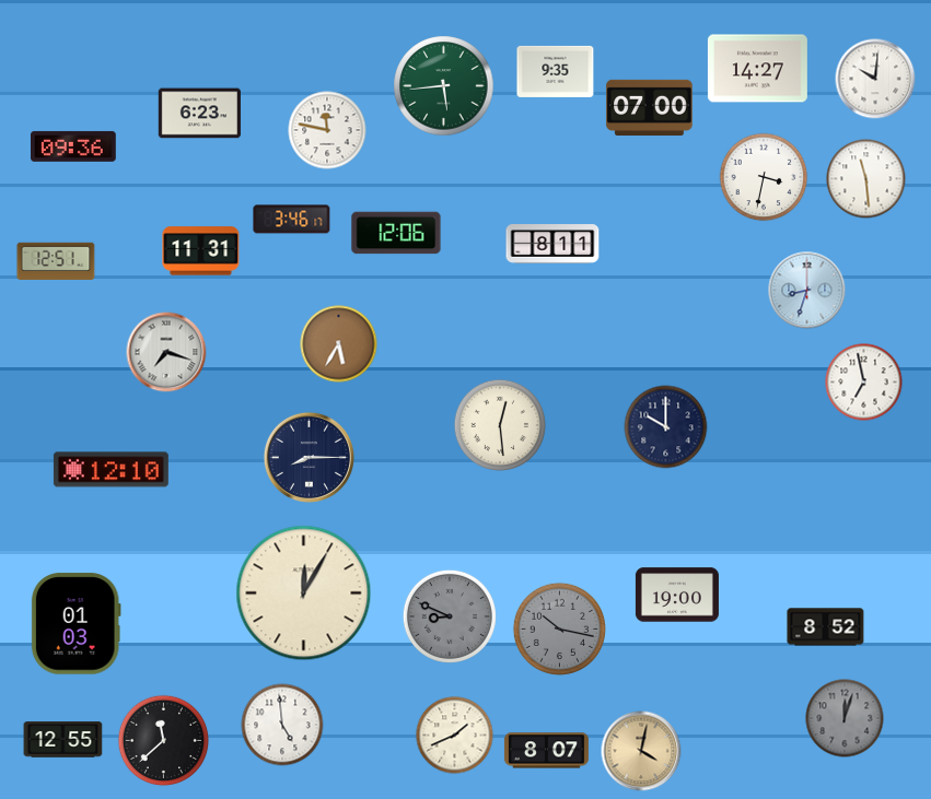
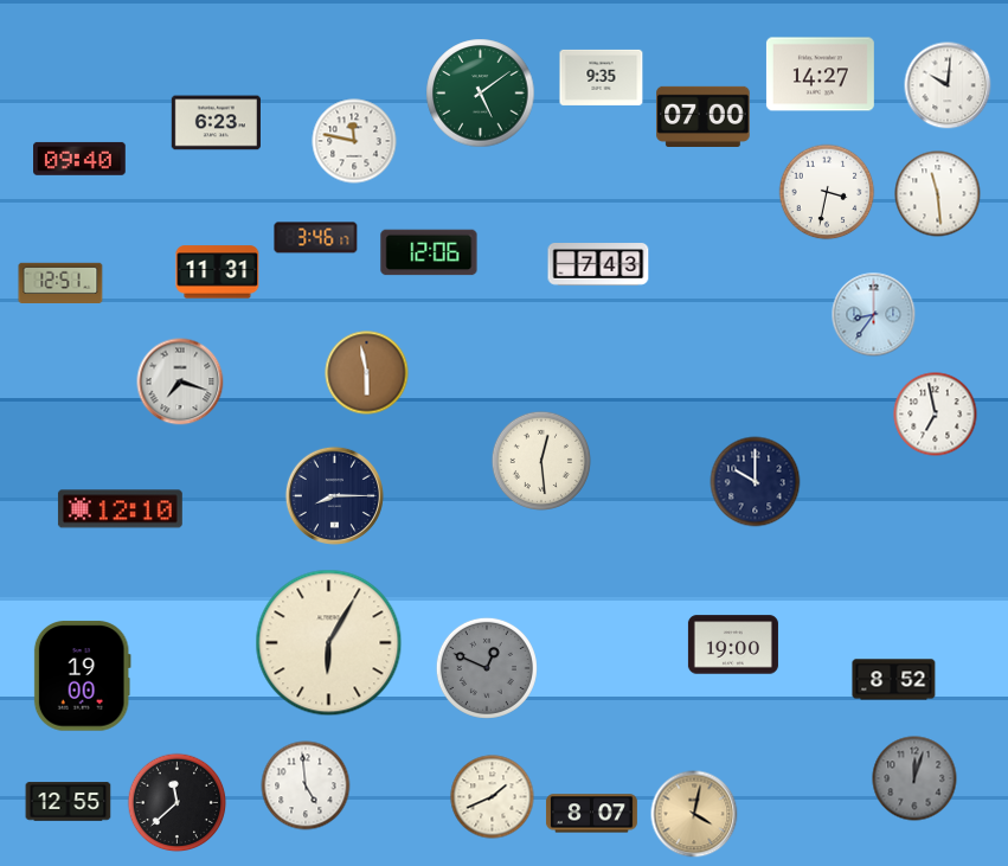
clock at (444, 86): 5:44 -> 5:09
clock at (74, 146): 09:36 -> 09:40
clock at (552, 245): 8:11 -> 7:43
clock at (807, 291): 8:33 -> 8:36
clock at (339, 344): 5:35 -> 5:58
clock at (666, 427) position: (666, 427) -> (756, 482)
clock at (304, 594): 12:05 -> 6:05
clock at (450, 616): 8:49 -> 12:49
clock at (75, 624): 01:03 -> 19:00
clock at (559, 628): 10:17 -> none
